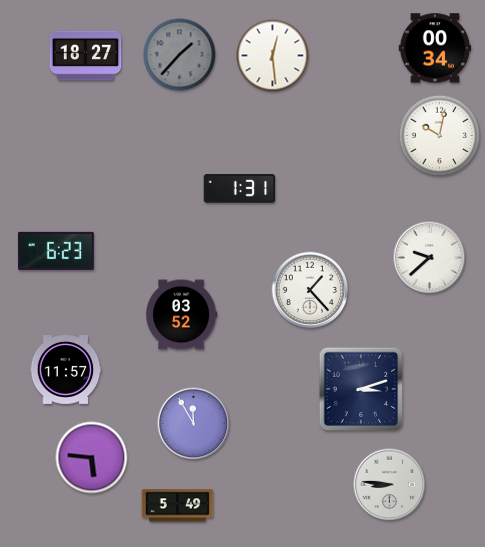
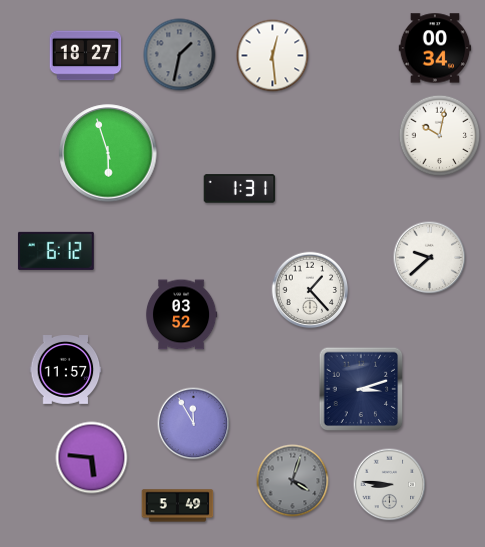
clock at (180, 55): 1:37 -> 1:32
clock at (108, 153): none -> 5:57
clock at (56, 251): 6:23 -> 6:12
clock at (293, 481): none -> 4:03
